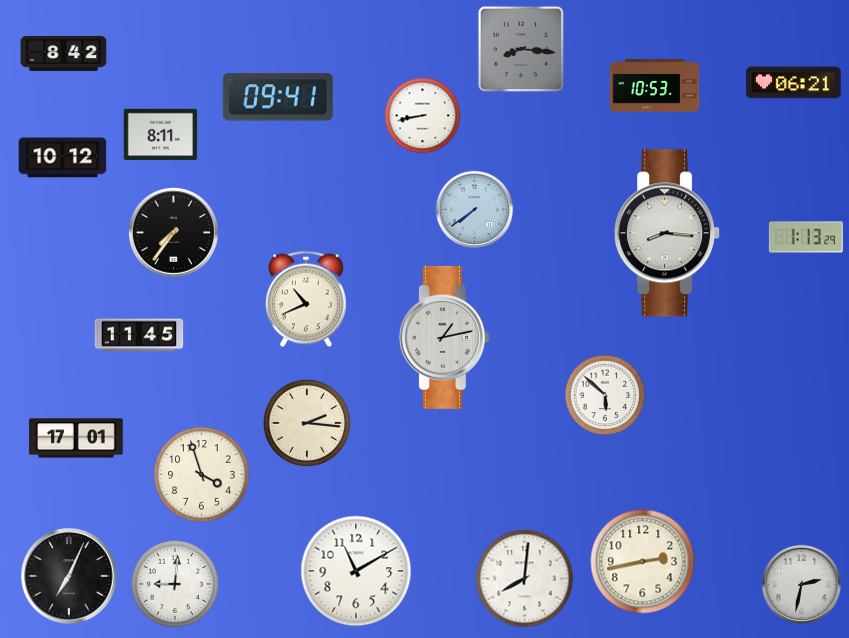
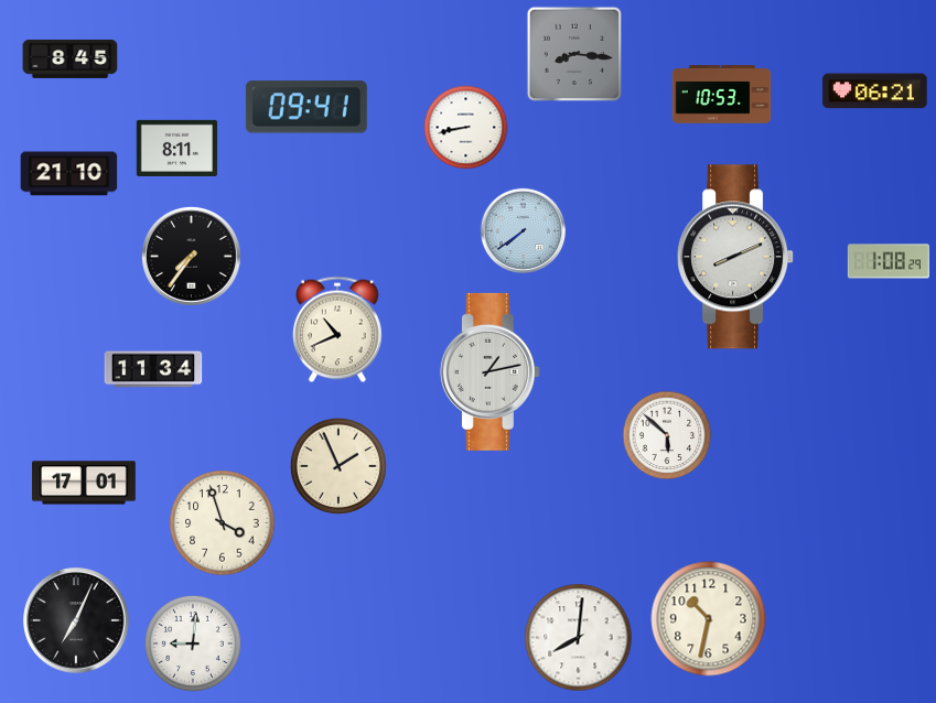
clock at (64, 53): 8:42 -> 8:45
clock at (63, 158): 10:12 -> 21:10
clock at (668, 233): 8:16 -> 8:11
clock at (806, 237): 1:13 -> 1:08
clock at (139, 335): 11:45 -> 11:34
clock at (307, 423): 2:16 -> 1:56
clock at (643, 562): 2:43 -> 10:32
clock at (356, 571): 11:10 -> none
clock at (69, 576) position: (69, 576) -> (76, 620)
clock at (802, 585): 2:32 -> none
